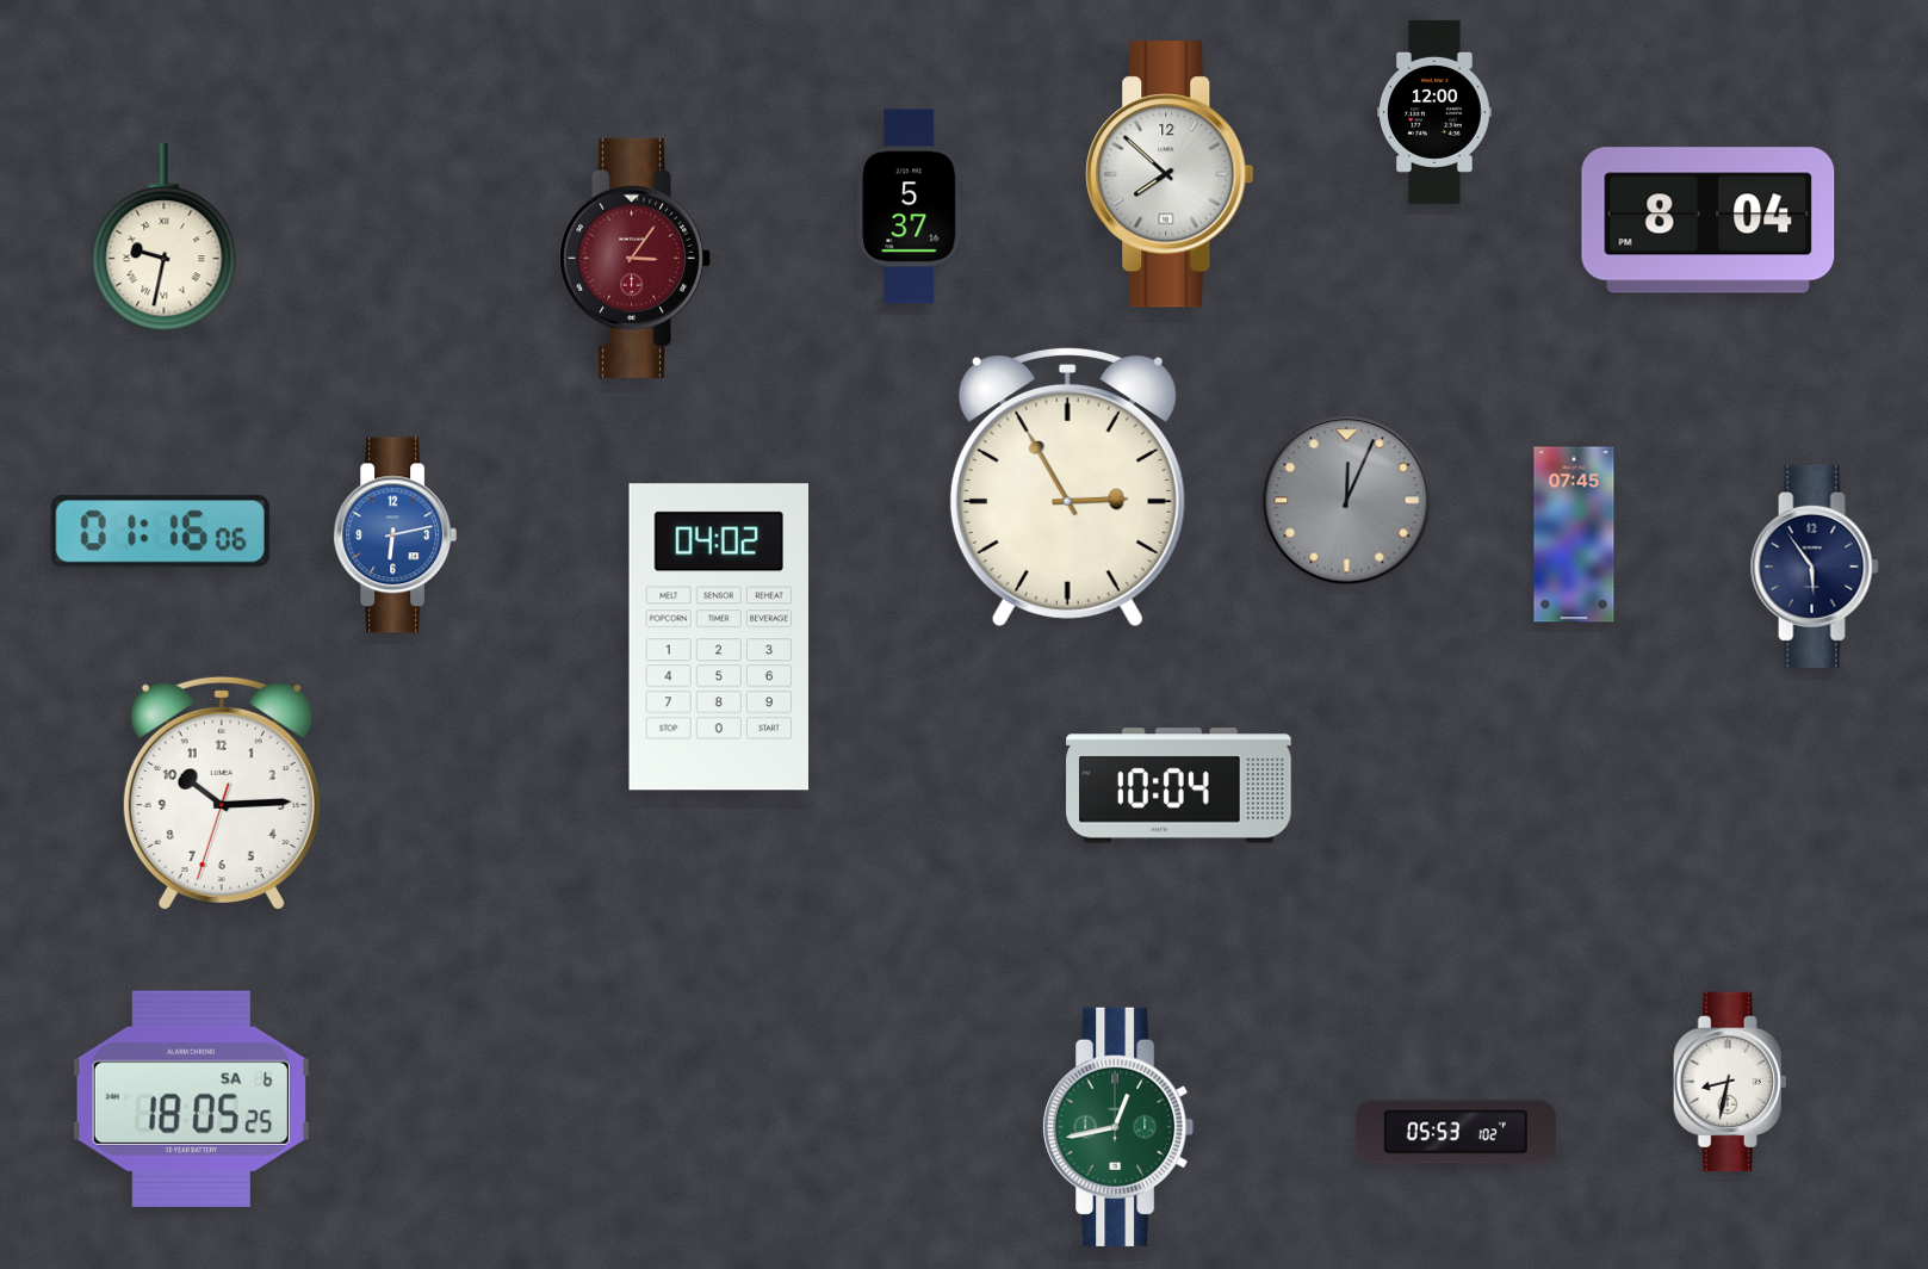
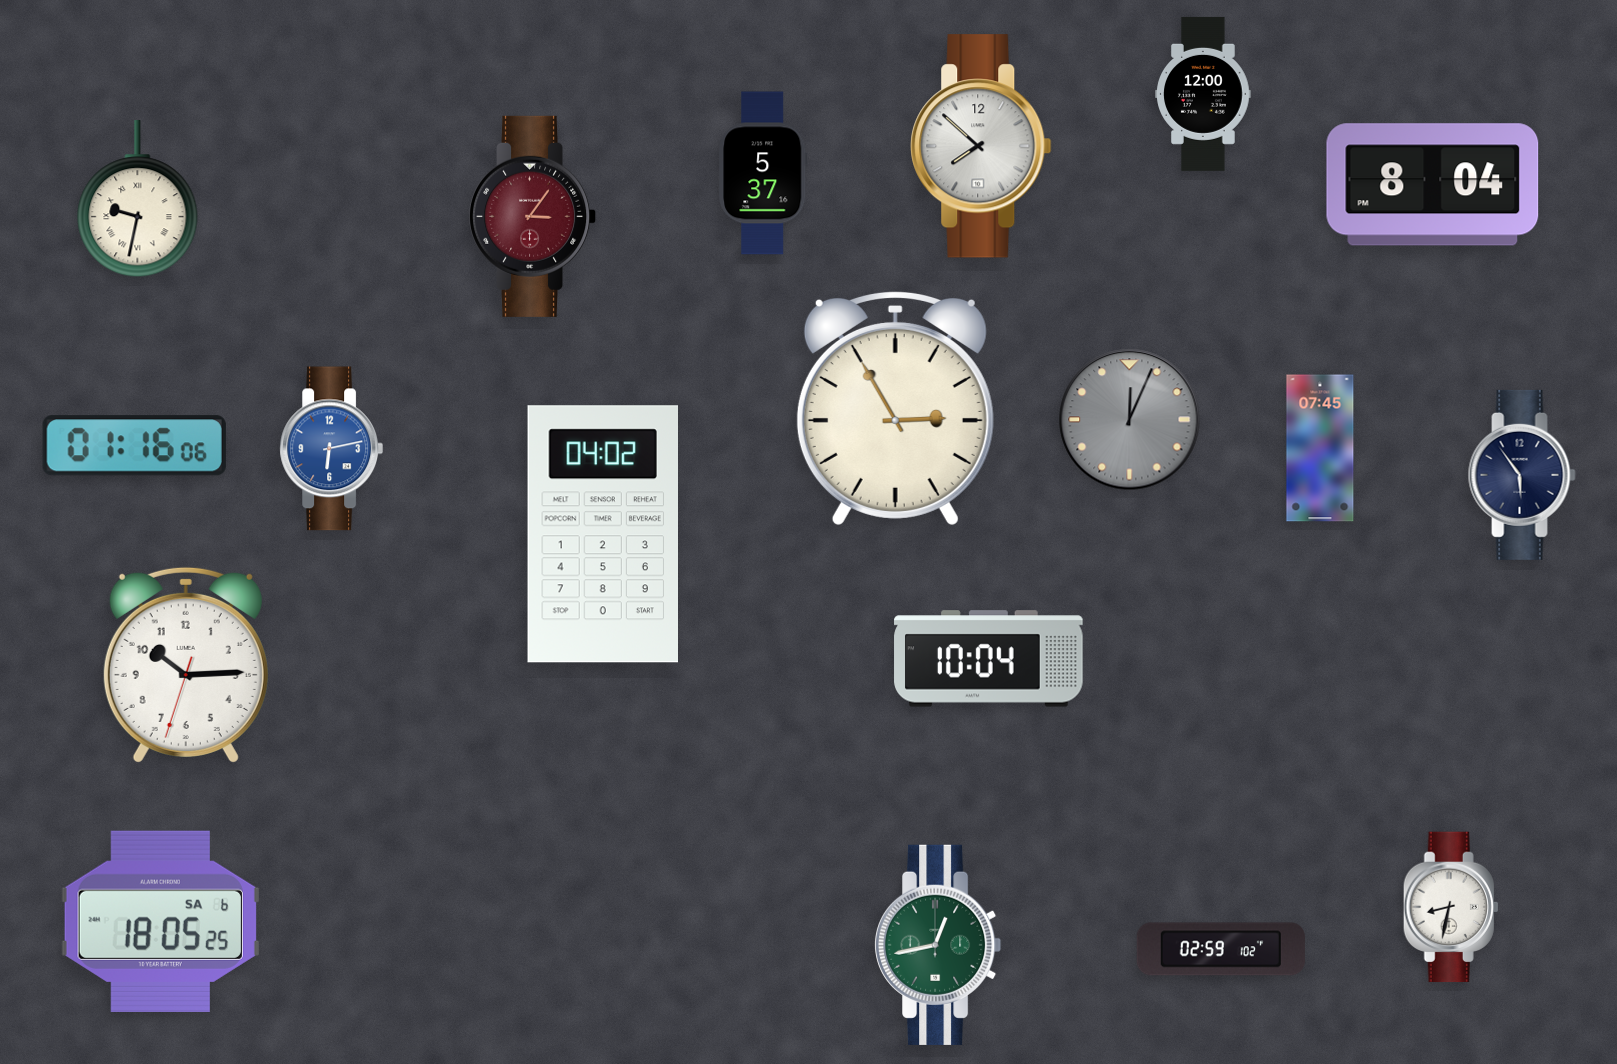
clock at (1456, 1132): 05:53 -> 02:59
